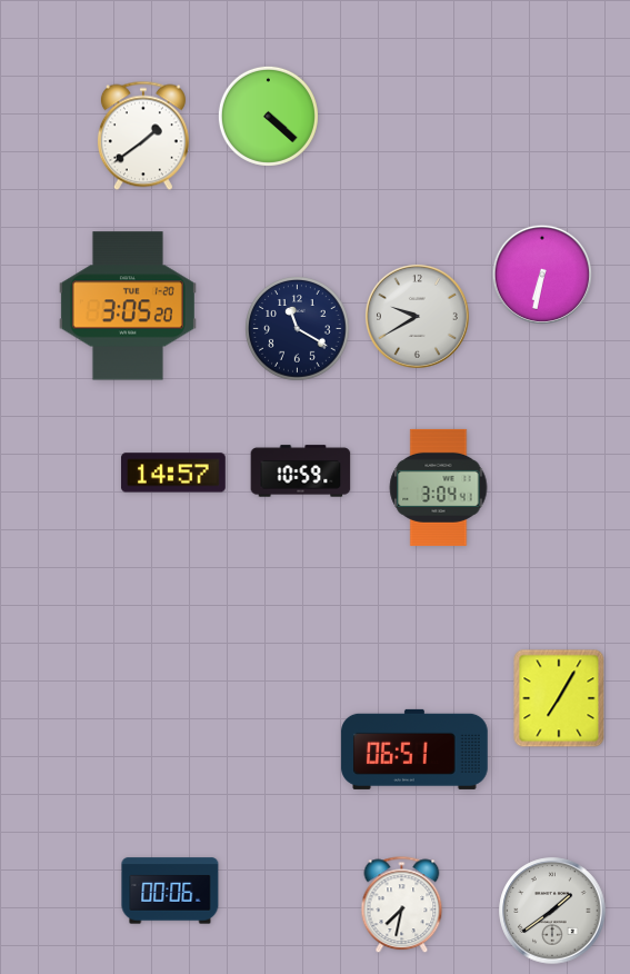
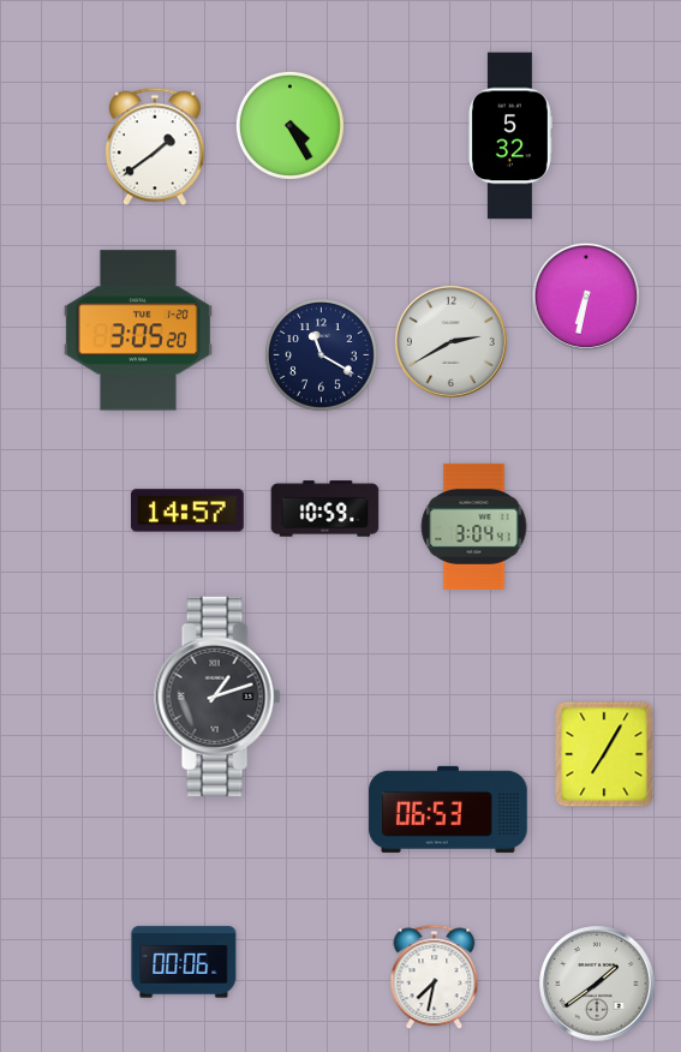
clock at (268, 116): 4:22 -> 4:25
clock at (510, 136): none -> 5:32
clock at (417, 316): 9:40 -> 2:40
clock at (217, 697): none -> 1:12
clock at (414, 749): 06:51 -> 06:53
